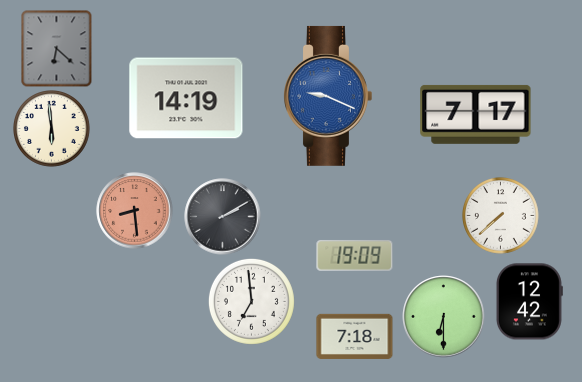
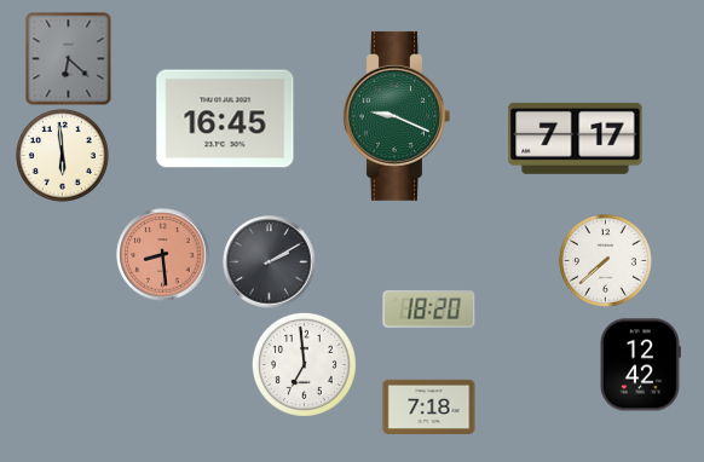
clock at (328, 96) dial: blue -> green
clock at (186, 98): 14:19 -> 16:45
clock at (355, 255): 19:09 -> 18:20
clock at (444, 317): 6:30 -> none
